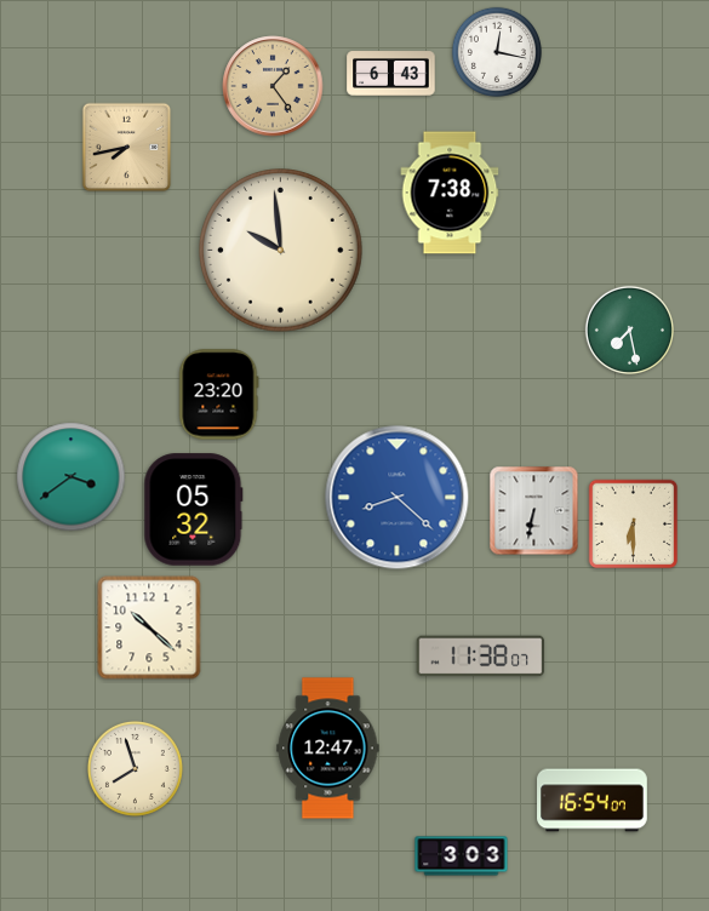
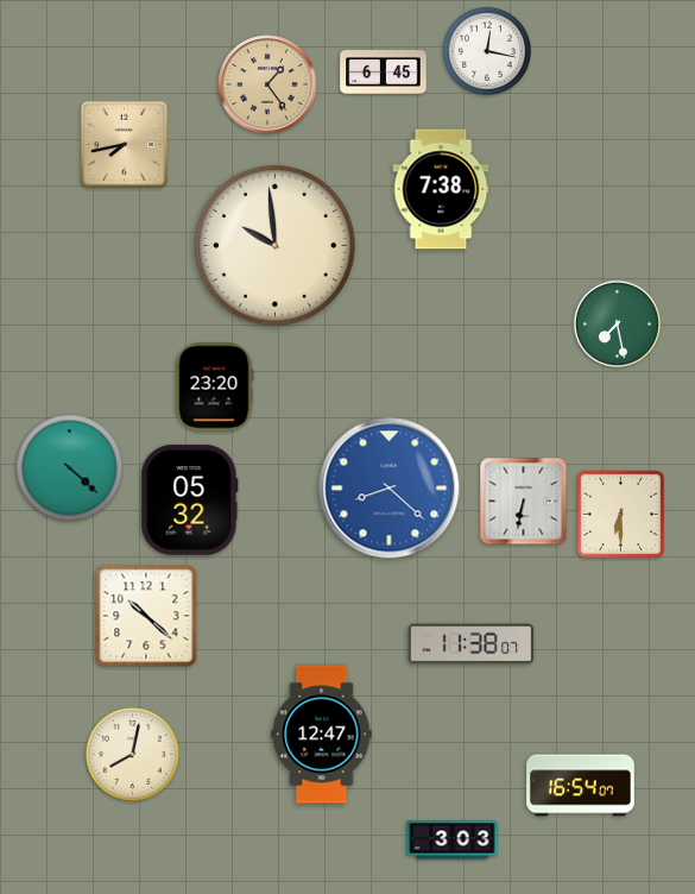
clock at (391, 74): 6:43 -> 6:45
clock at (72, 477): 3:39 -> 4:22
clock at (135, 768): 7:57 -> 8:02
